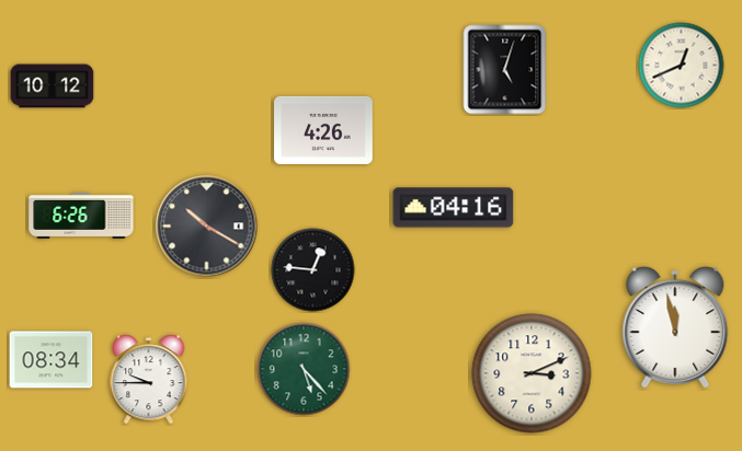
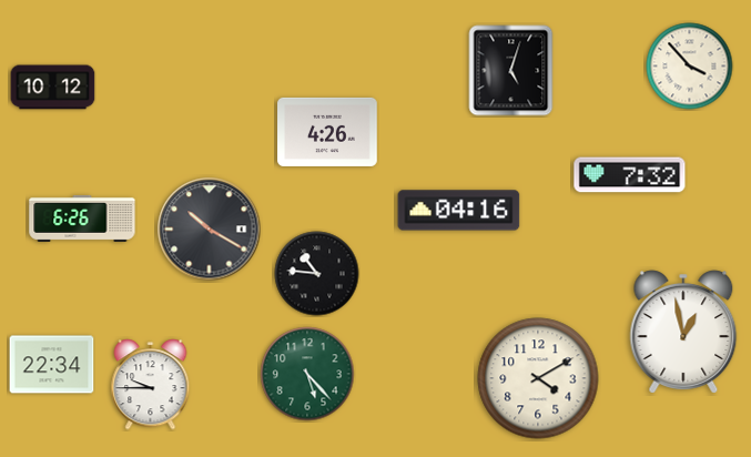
clock at (682, 66): 12:41 -> 3:53
clock at (630, 175): none -> 7:32
clock at (313, 270): 12:46 -> 10:46
clock at (675, 327): 11:58 -> 12:58
clock at (52, 360): 08:34 -> 22:34
clock at (532, 373): 3:11 -> 4:10
